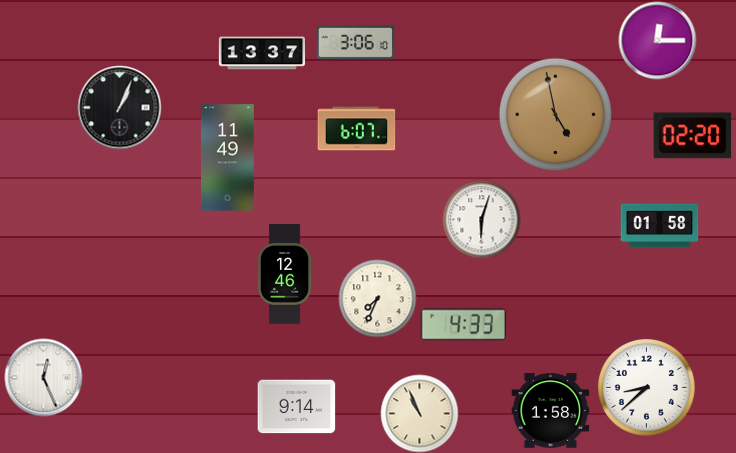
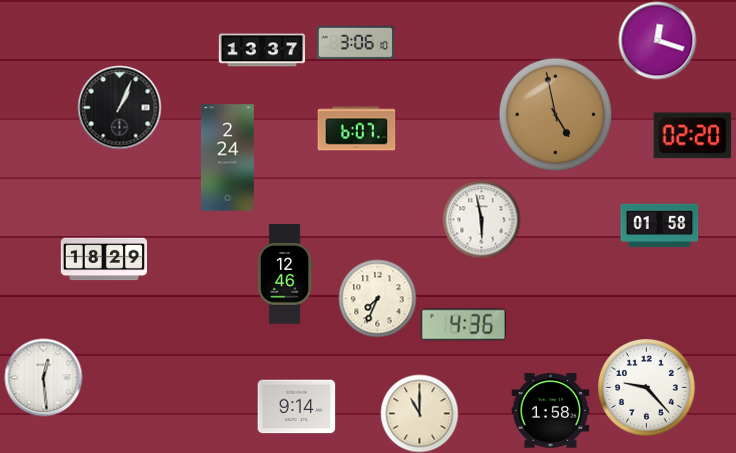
clock at (657, 40): 12:15 -> 12:18
clock at (261, 53) position: (261, 53) -> (261, 50)
clock at (227, 158): 11:49 -> 2:24
clock at (481, 219): 6:03 -> 5:58
clock at (103, 259): none -> 18:29
clock at (463, 325): 4:33 -> 4:36
clock at (43, 377): 12:26 -> 12:29
clock at (646, 387): 8:38 -> 9:23
clock at (419, 413): 10:56 -> 11:00
